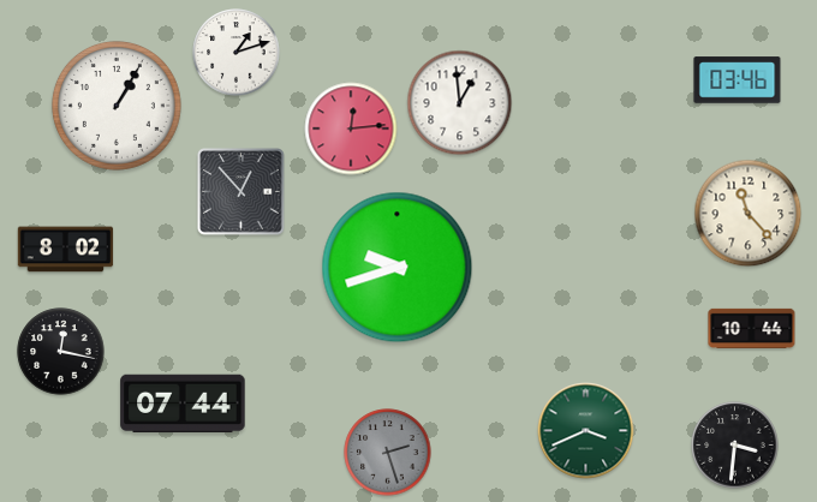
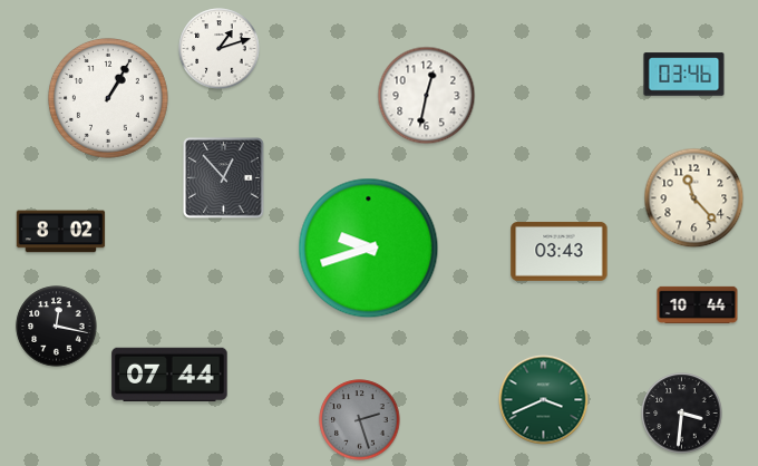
clock at (460, 103): 12:59 -> 12:32
clock at (351, 129): 12:14 -> none
clock at (560, 251): none -> 03:43
